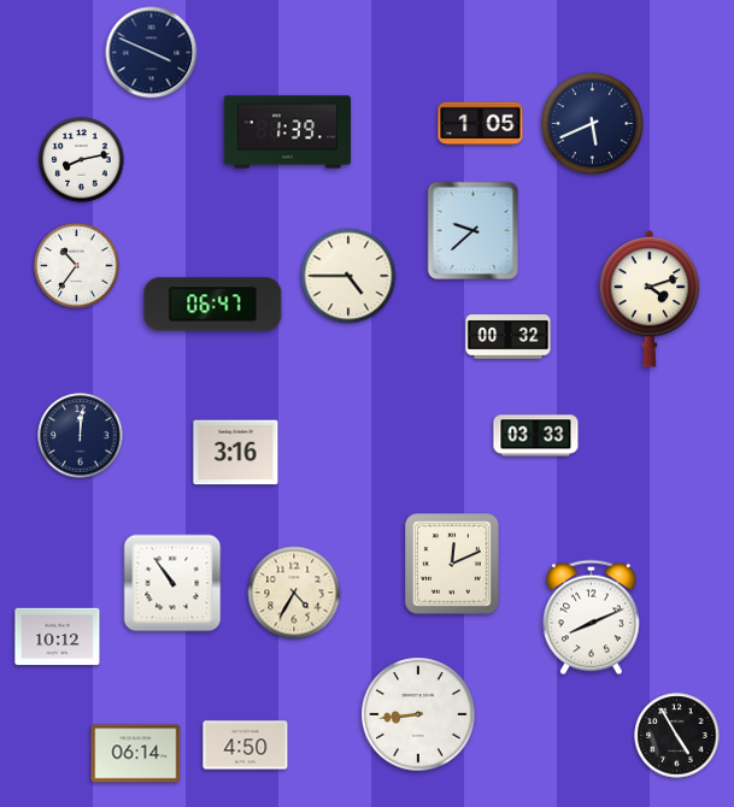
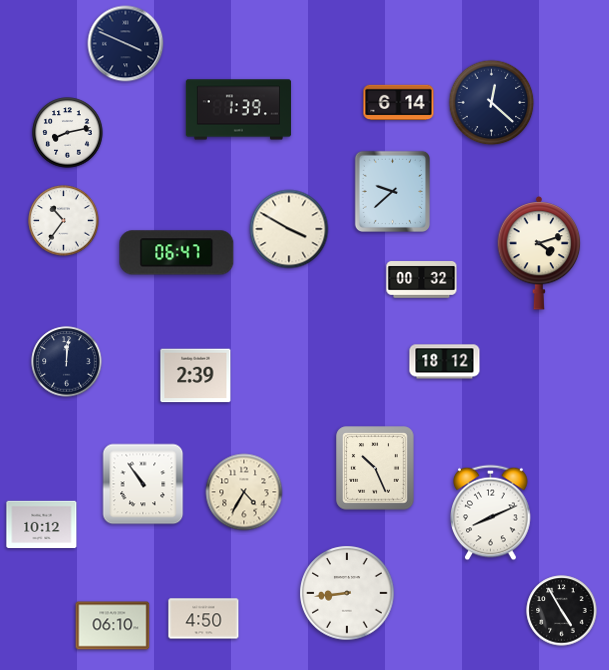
clock at (481, 124): 1:05 -> 6:14
clock at (593, 124): 5:41 -> 12:22
clock at (348, 276): 4:45 -> 3:50
clock at (650, 300) position: (650, 300) -> (539, 254)
clock at (536, 436): 03:33 -> 18:12
clock at (236, 453): 3:16 -> 2:39
clock at (452, 564): 12:11 -> 10:26
clock at (58, 637) position: (58, 637) -> (42, 525)
clock at (136, 754): 06:14 -> 06:10
